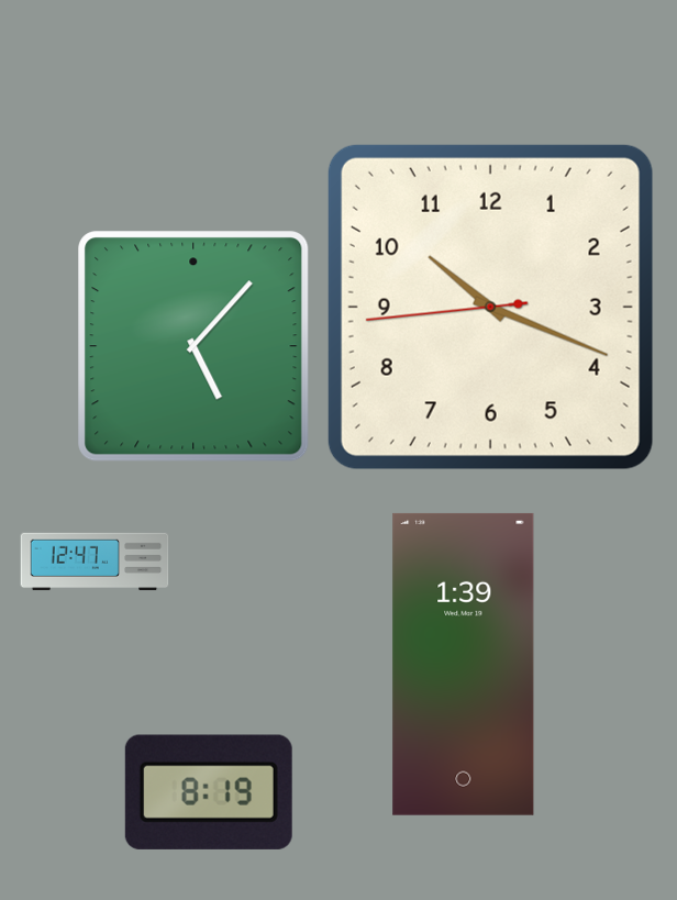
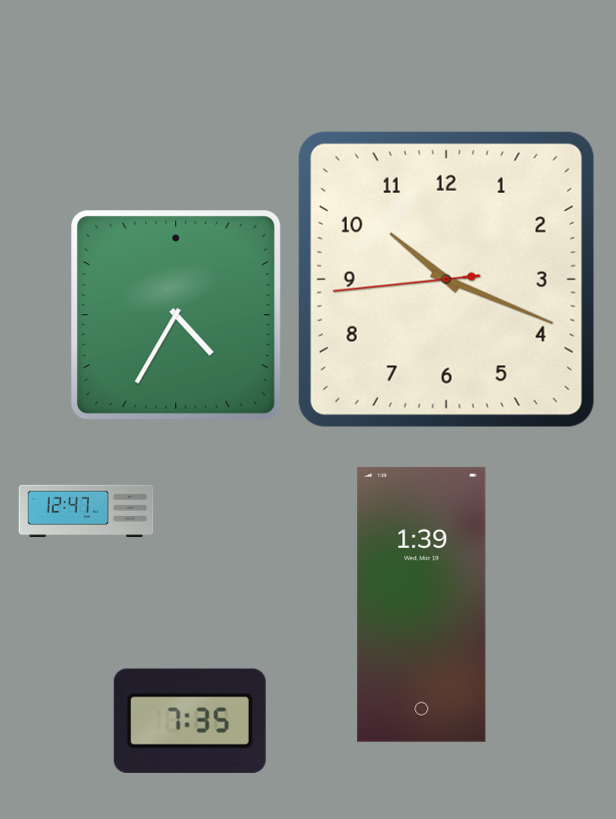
clock at (193, 346): 5:07 -> 4:35
clock at (209, 792): 8:19 -> 7:35
